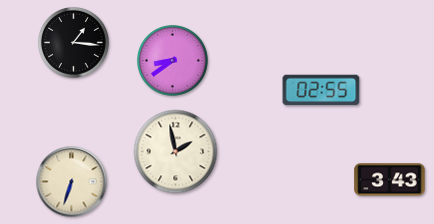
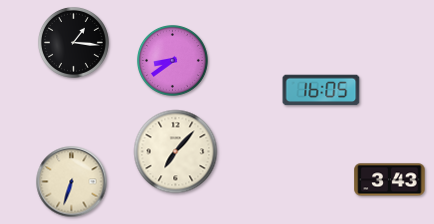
clock at (321, 90): 02:55 -> 16:05
clock at (176, 152): 1:58 -> 7:07
